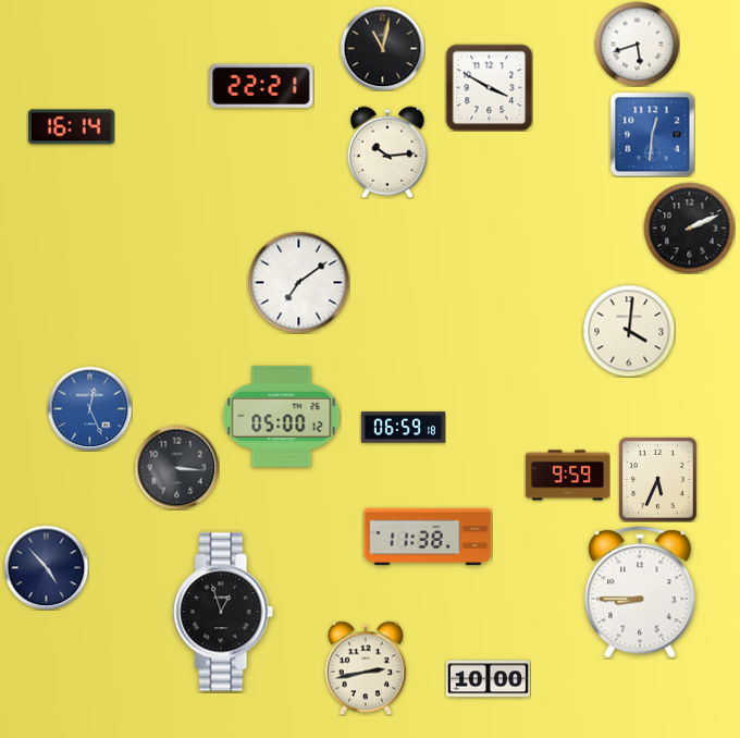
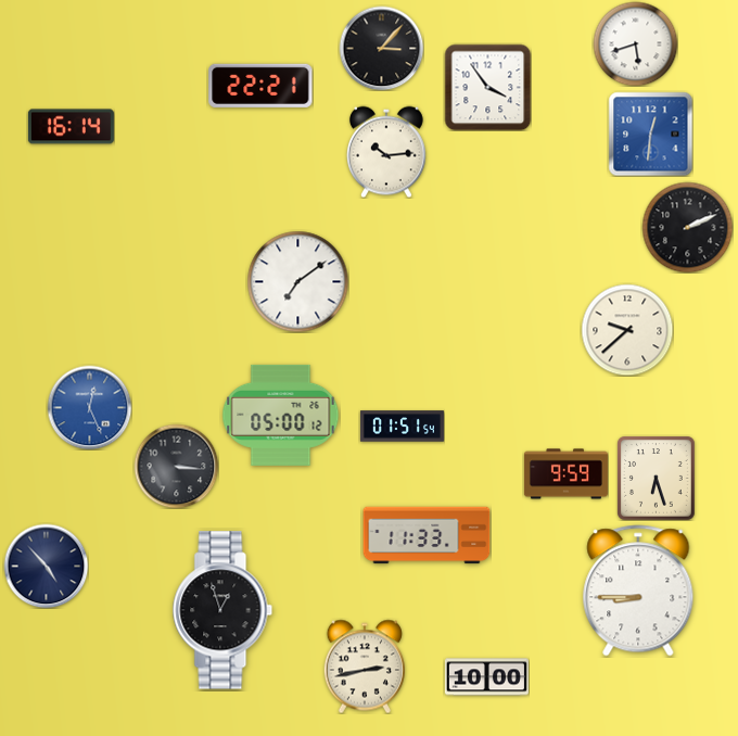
clock at (382, 48): 11:02 -> 3:07
clock at (489, 87): 3:50 -> 3:54
clock at (629, 331): 4:01 -> 9:38
clock at (403, 428): 06:59 -> 01:51
clock at (657, 479): 5:34 -> 6:27
clock at (428, 537): 11:38 -> 11:33
